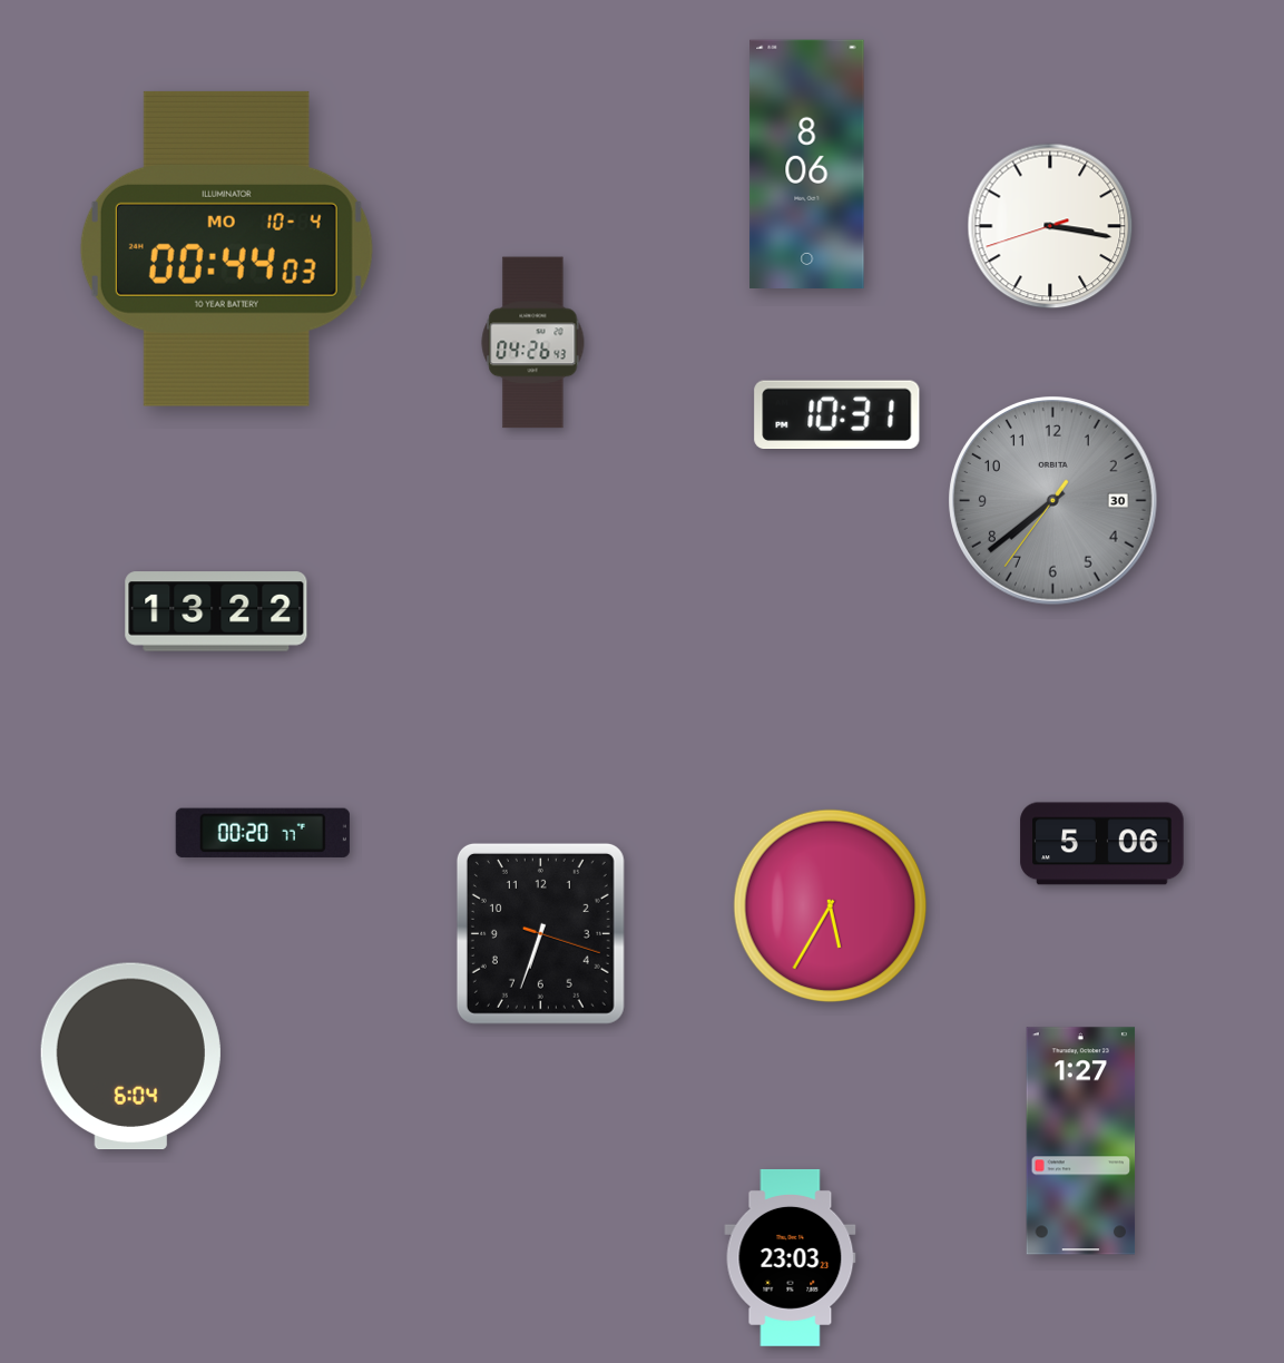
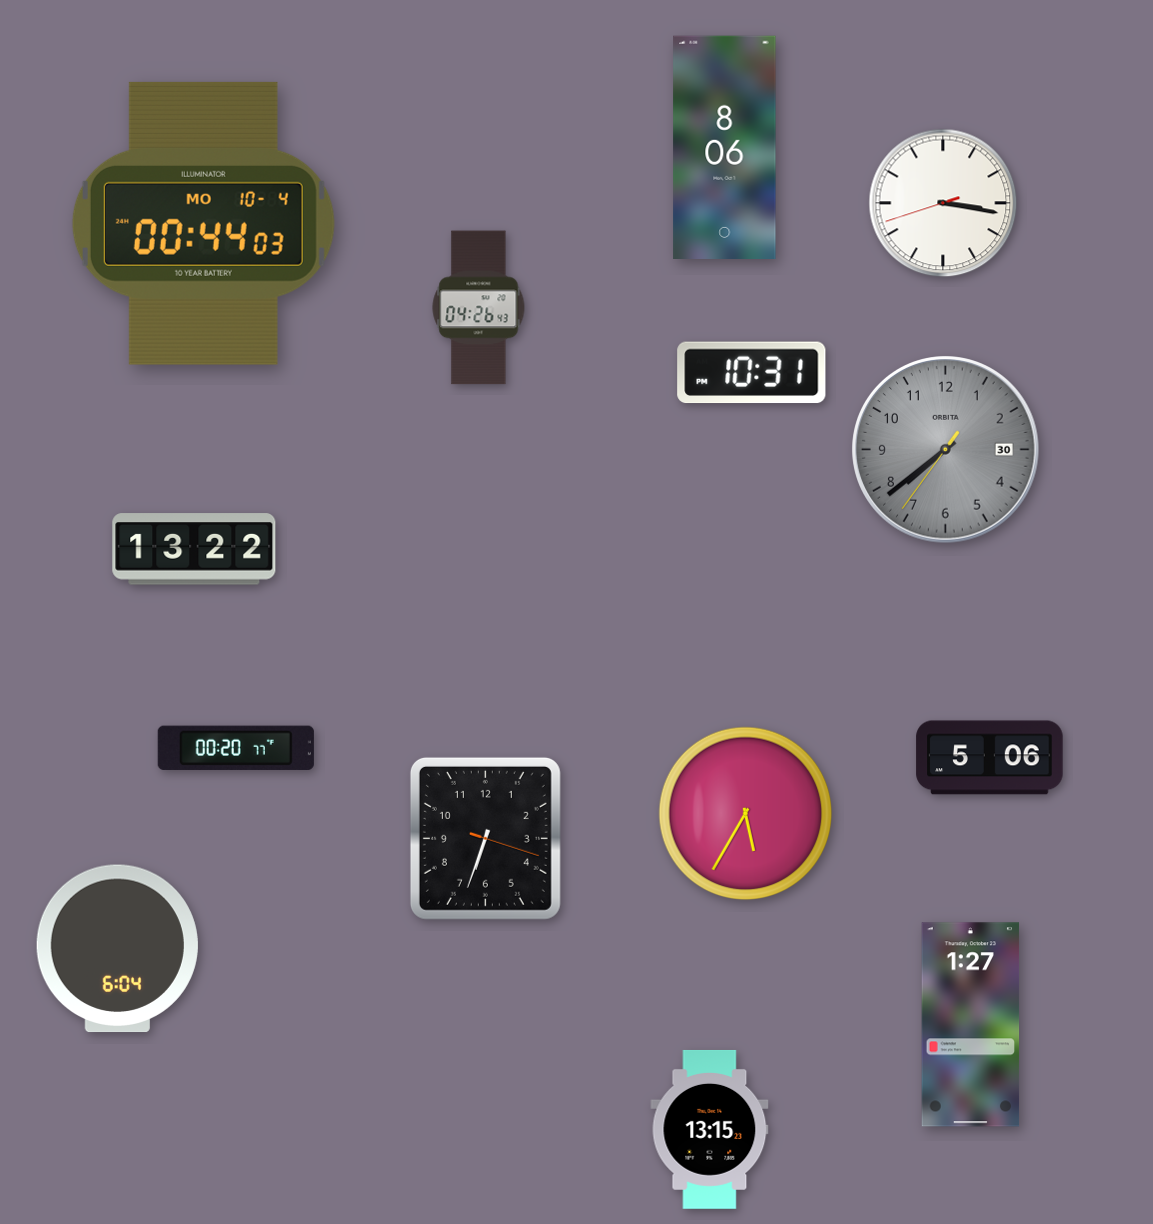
clock at (791, 1257): 23:03 -> 13:15
